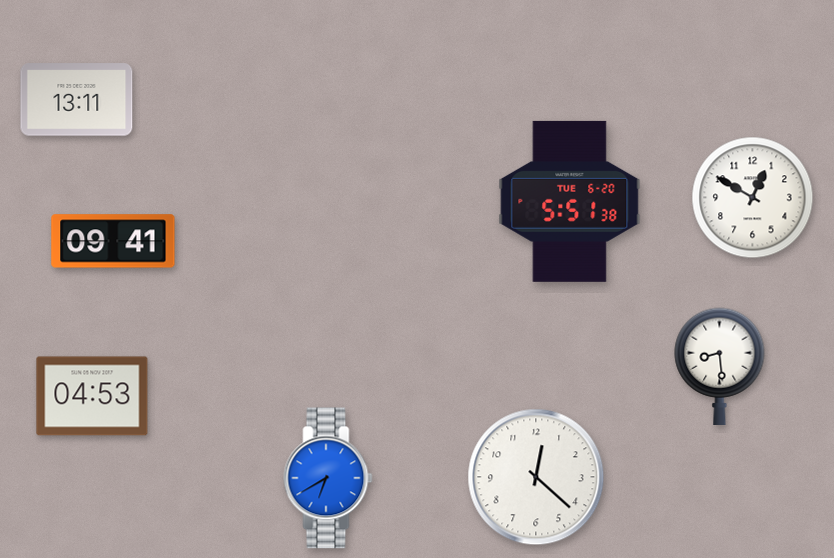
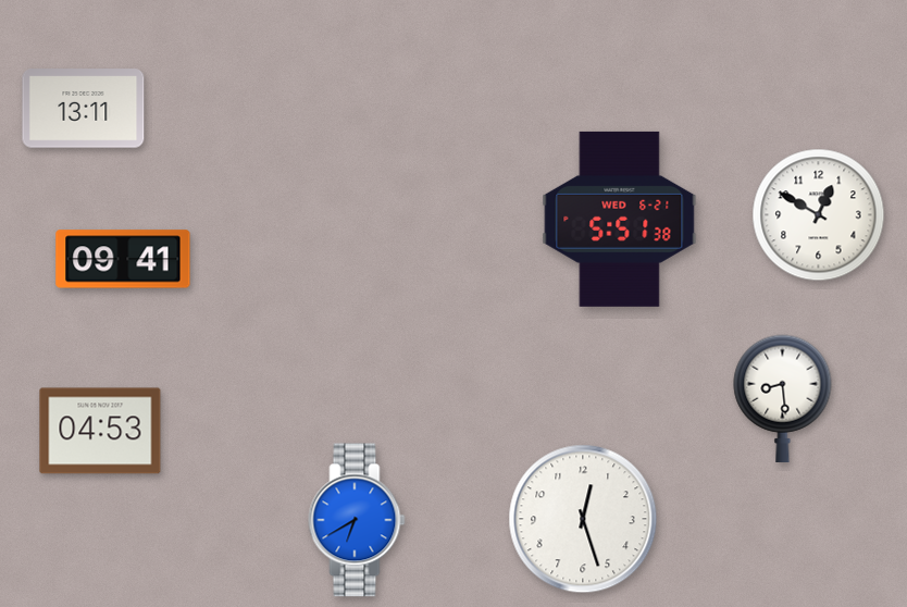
clock at (570, 201) date: TUE 6-20 -> WED 6-21
clock at (113, 241) position: (113, 241) -> (123, 259)
clock at (536, 477): 12:22 -> 12:27
